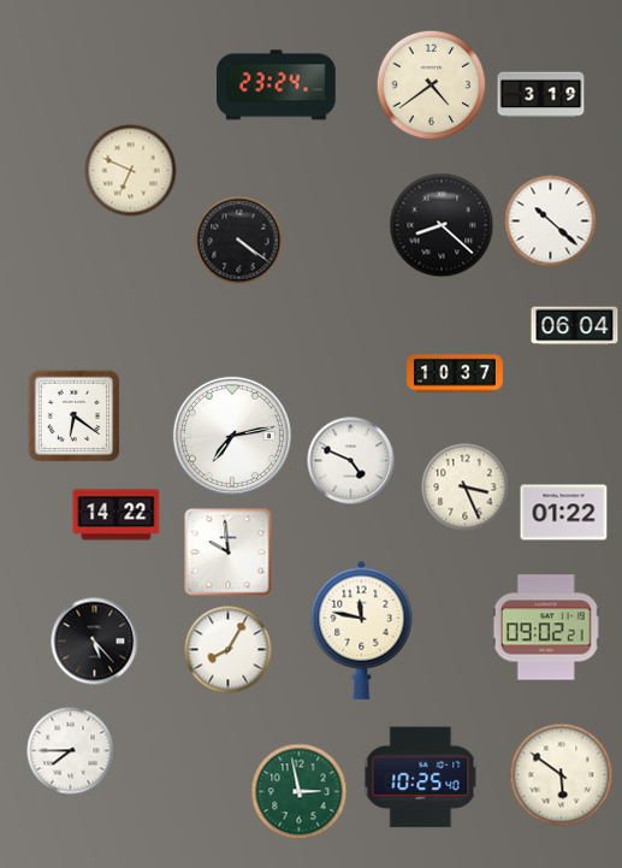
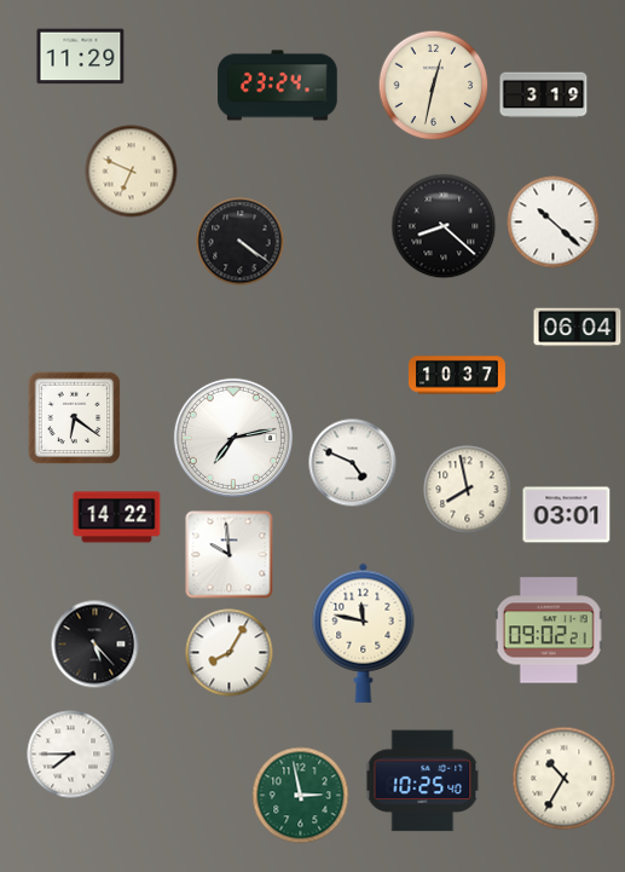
clock at (81, 57): none -> 11:29
clock at (432, 85): 4:39 -> 12:32
clock at (466, 488): 3:26 -> 7:58
clock at (564, 513): 01:22 -> 03:01
clock at (562, 775): 5:51 -> 10:35
